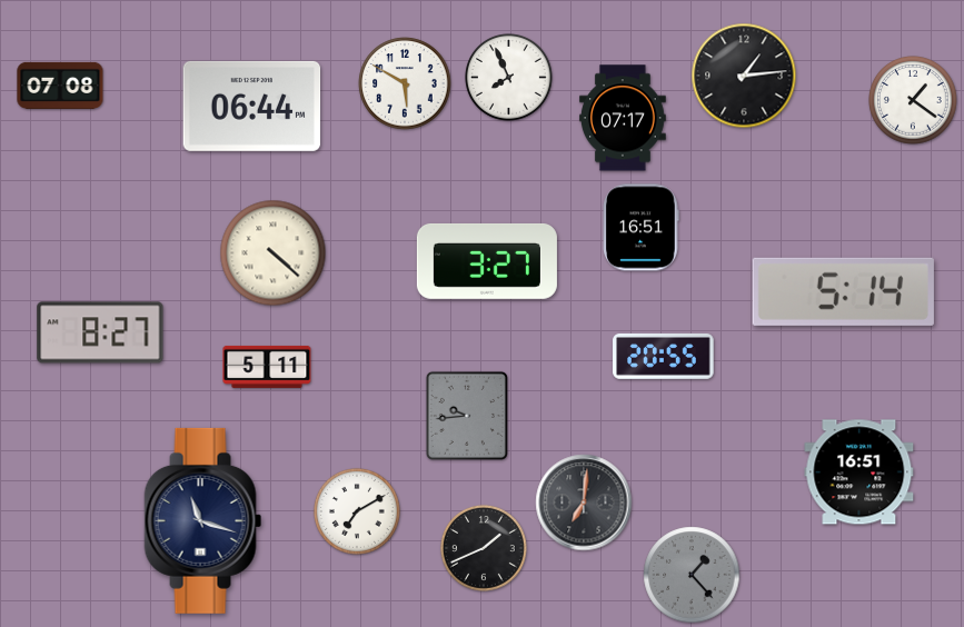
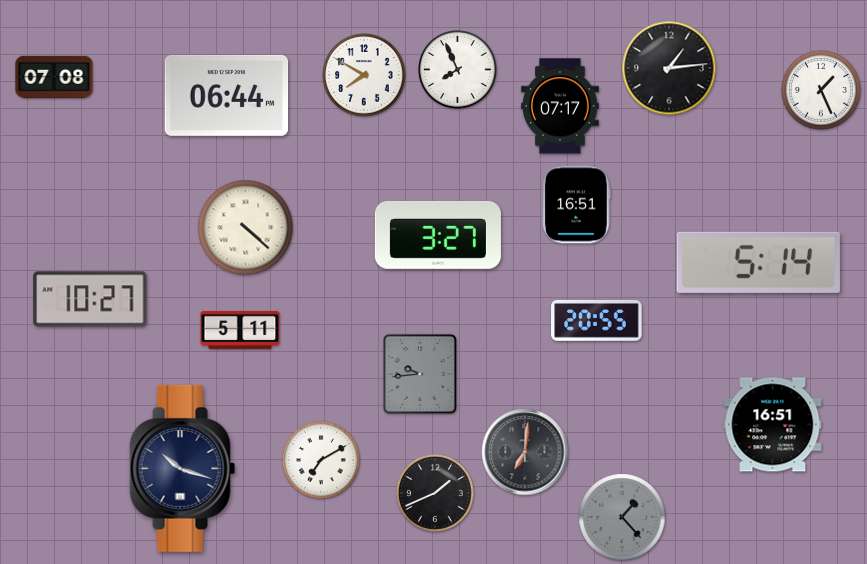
clock at (405, 83): 5:50 -> 7:50
clock at (914, 101): 1:21 -> 1:26
clock at (100, 332): 8:27 -> 10:27
clock at (203, 520): 11:18 -> 10:18
